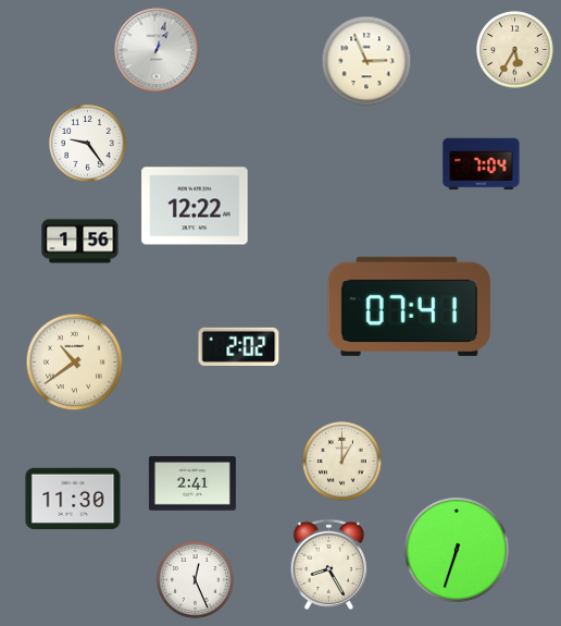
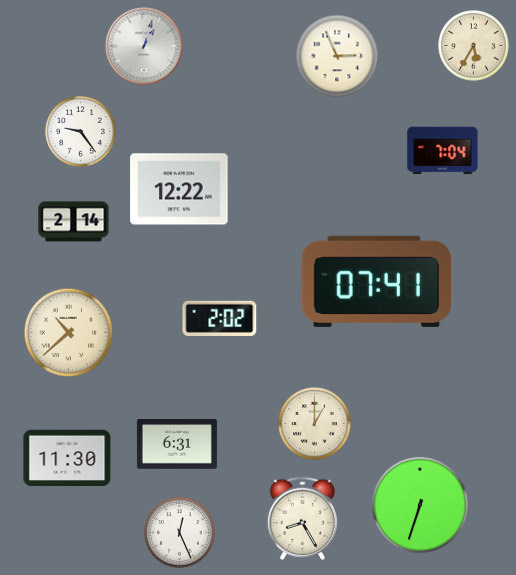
clock at (80, 242): 1:56 -> 2:14
clock at (75, 363): 10:39 -> 10:38
clock at (192, 484): 2:41 -> 6:31
